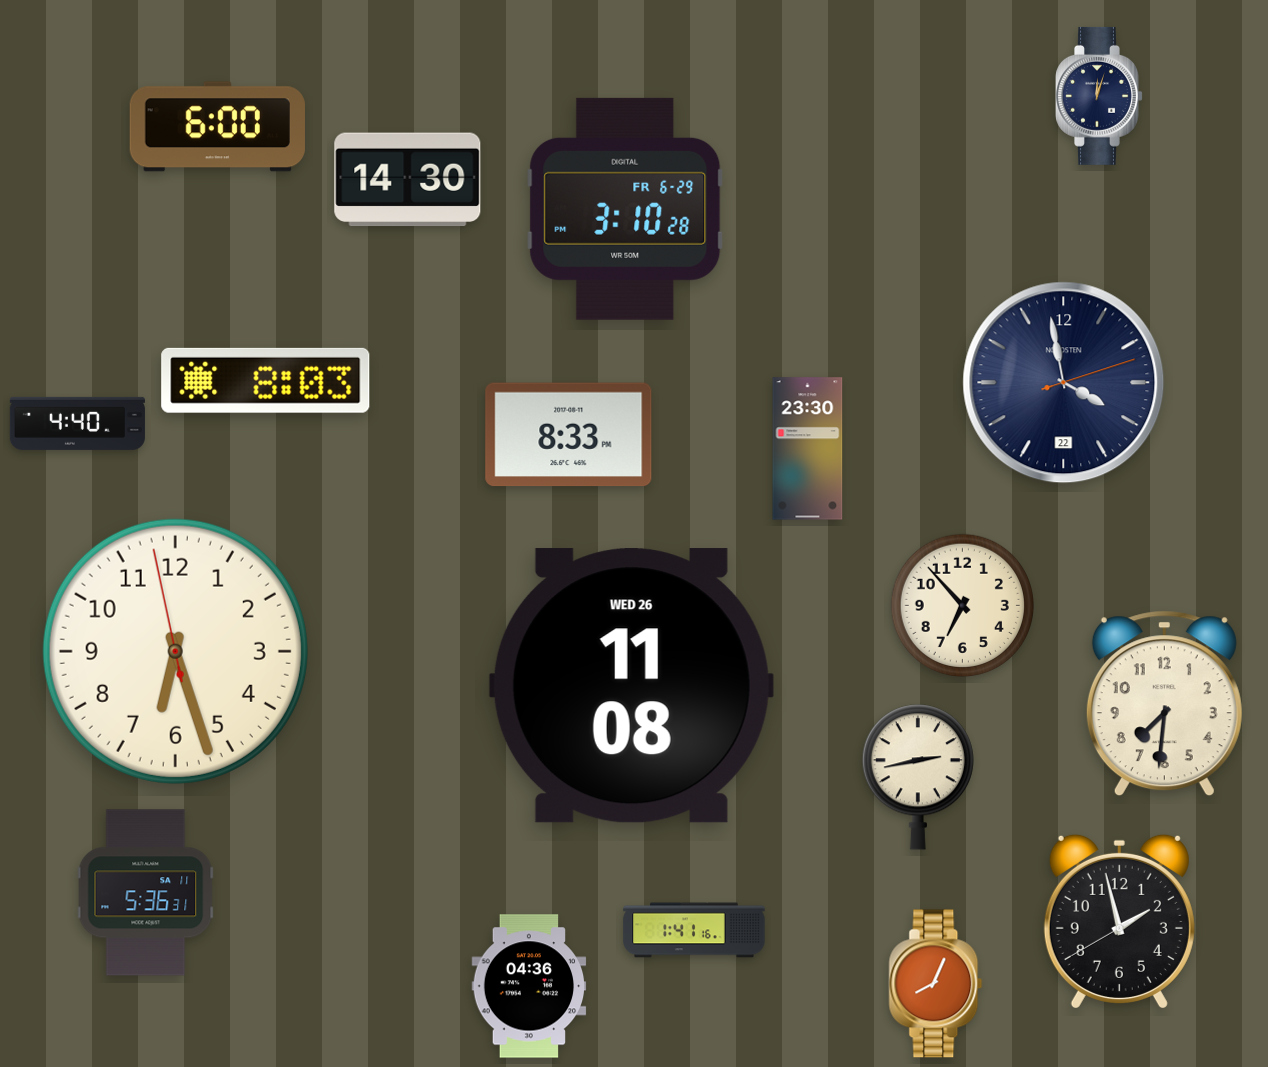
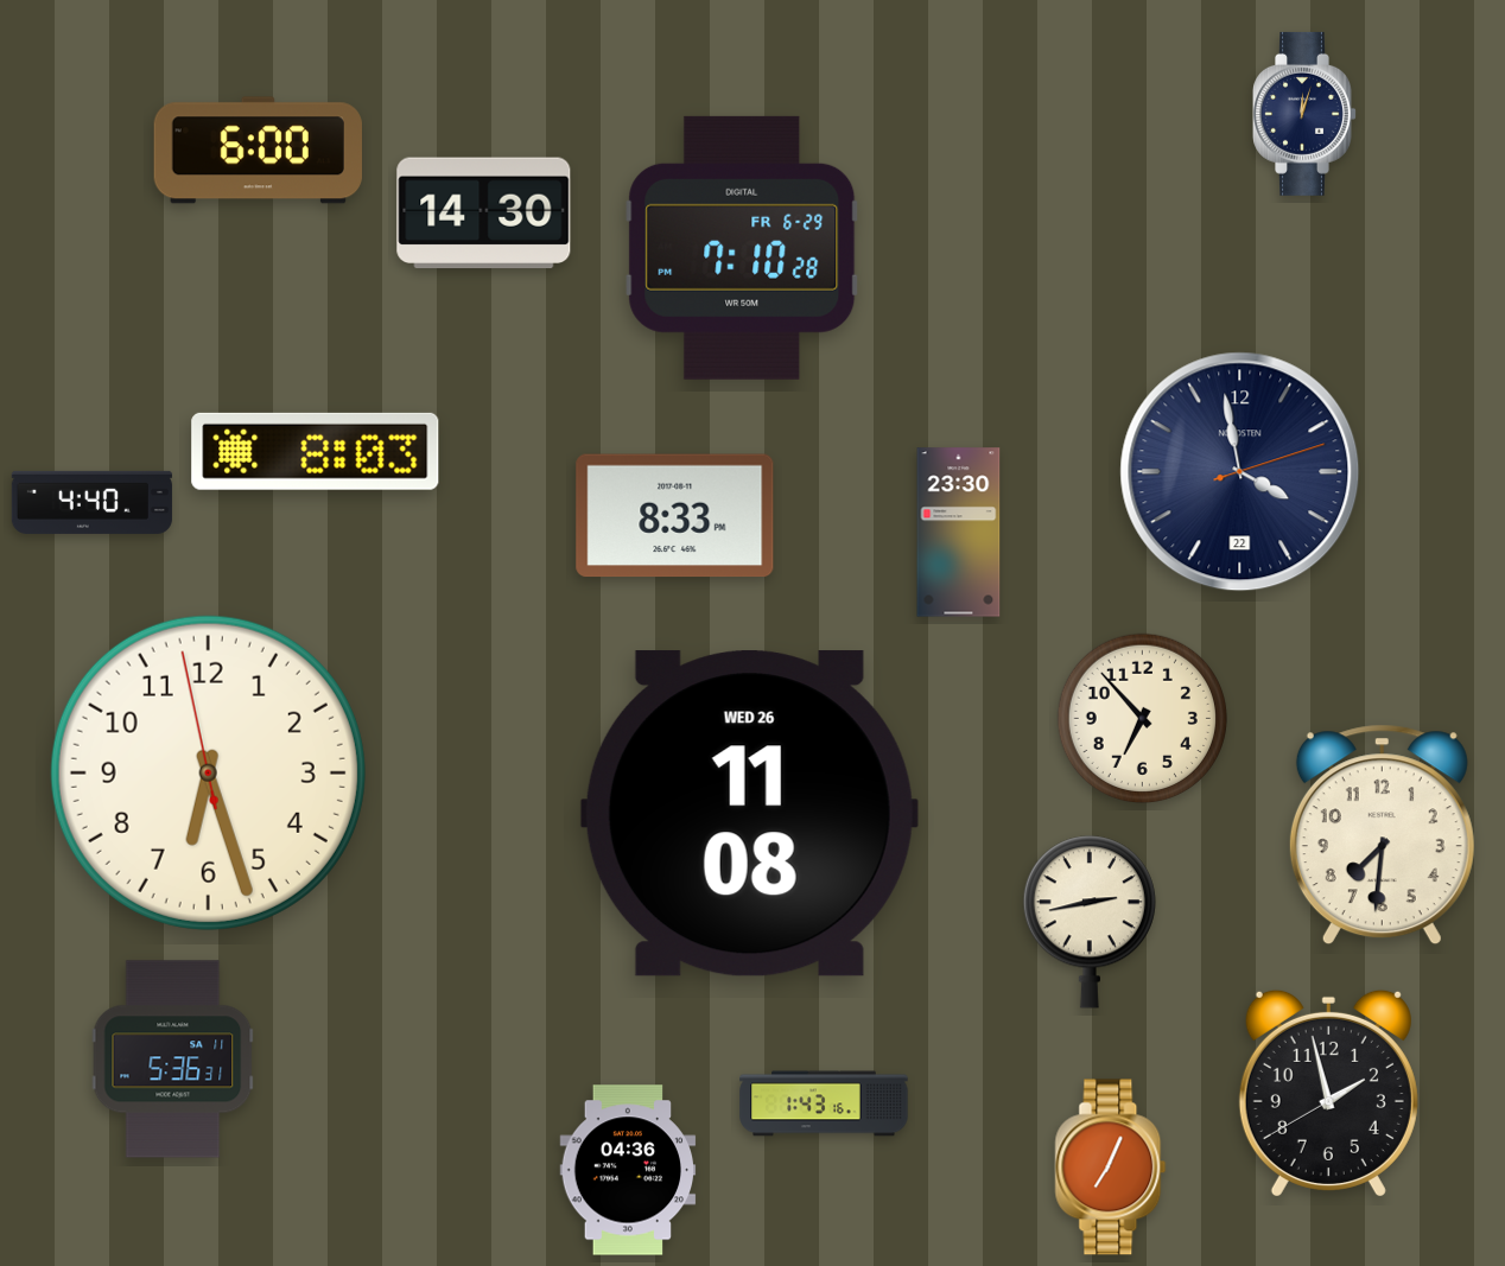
clock at (625, 209): 3:10 -> 7:10
clock at (1064, 383) position: (1064, 383) -> (1240, 472)
clock at (694, 930): 1:41 -> 1:43
clock at (936, 984): 8:04 -> 7:04
